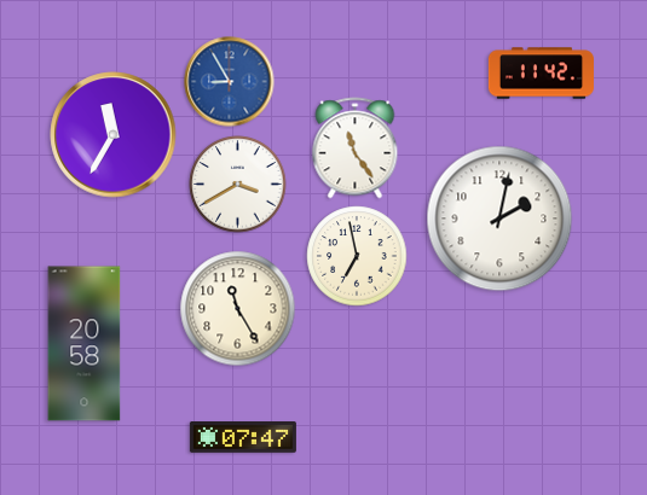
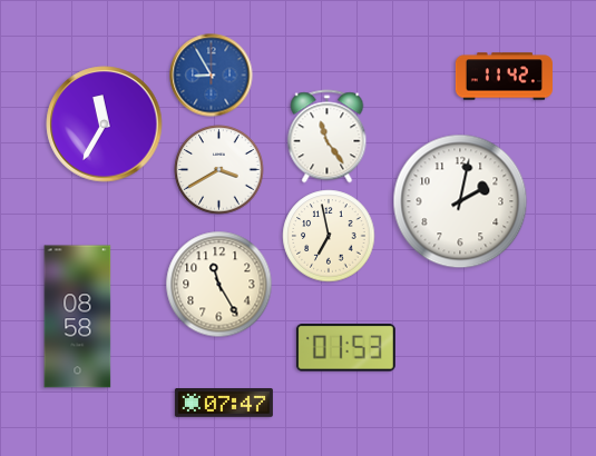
clock at (541, 74) position: (541, 74) -> (504, 77)
clock at (85, 344): 20:58 -> 08:58
clock at (345, 348): none -> 01:53
